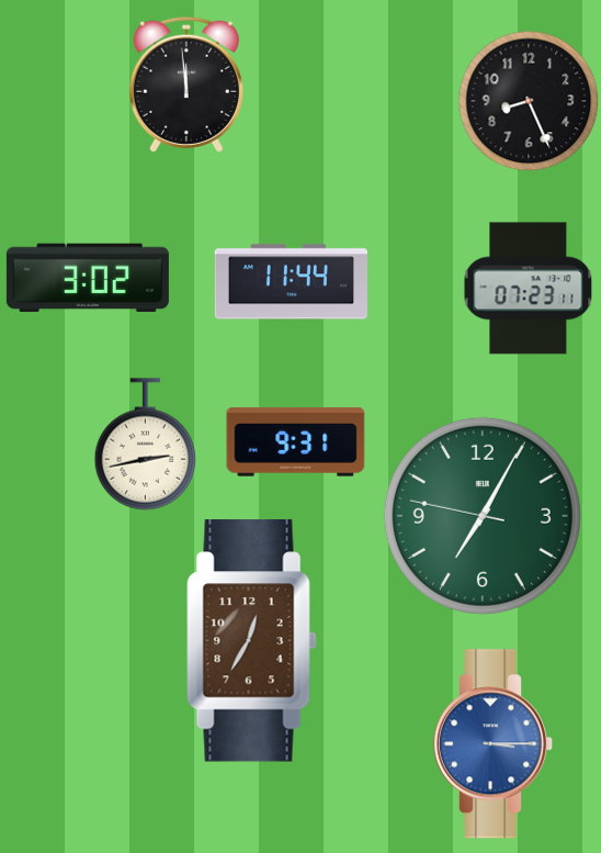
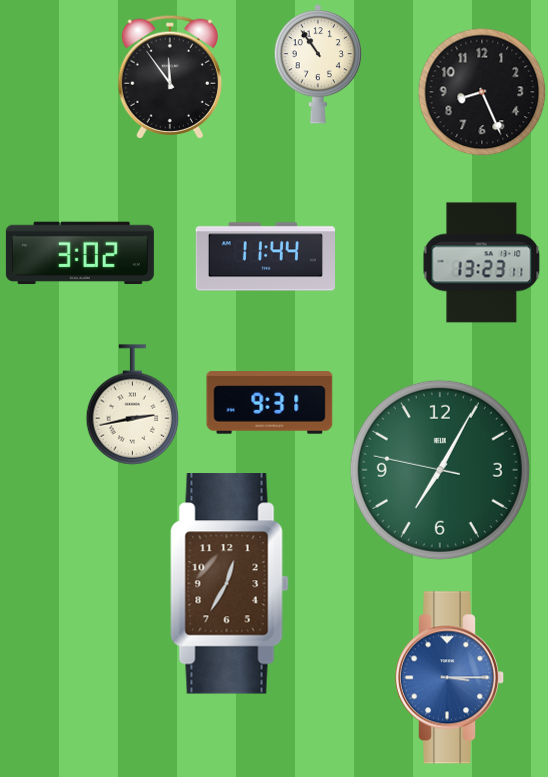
clock at (318, 65): none -> 10:54
clock at (185, 85): 11:59 -> 11:54
clock at (529, 289): 07:23 -> 13:23
